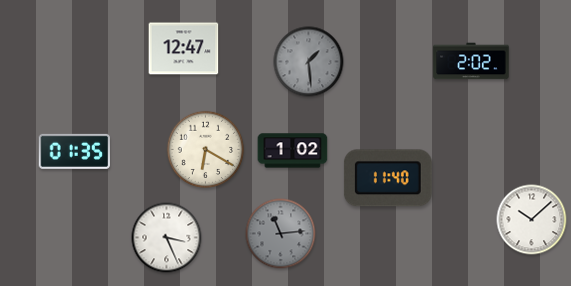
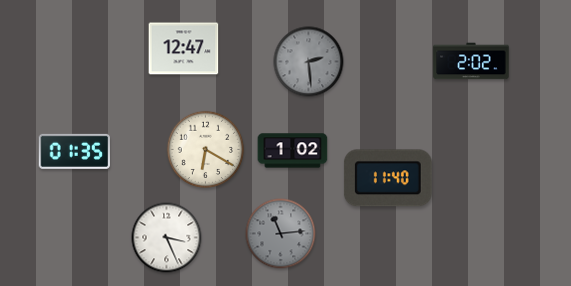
clock at (309, 62): 1:29 -> 2:29
clock at (532, 220): 10:08 -> none
